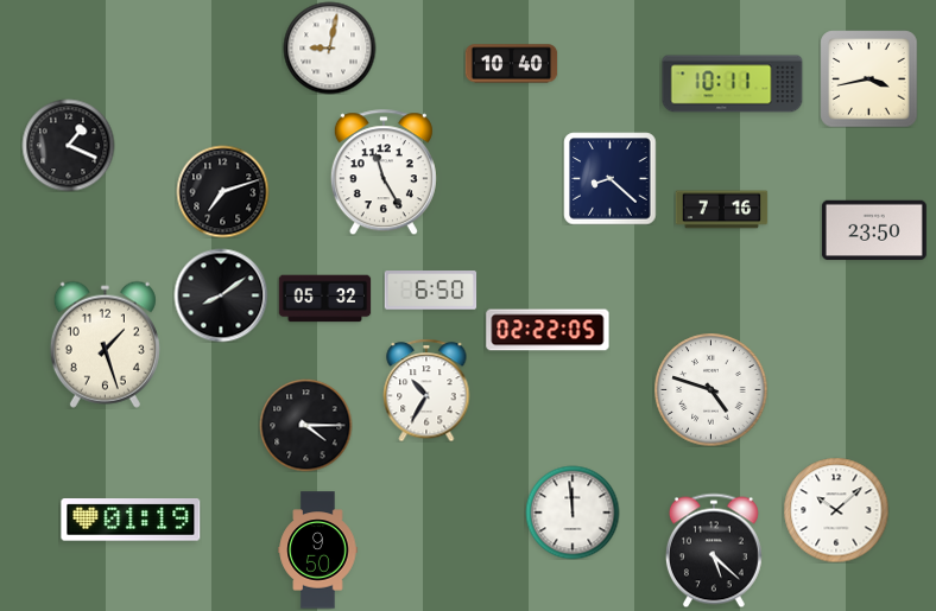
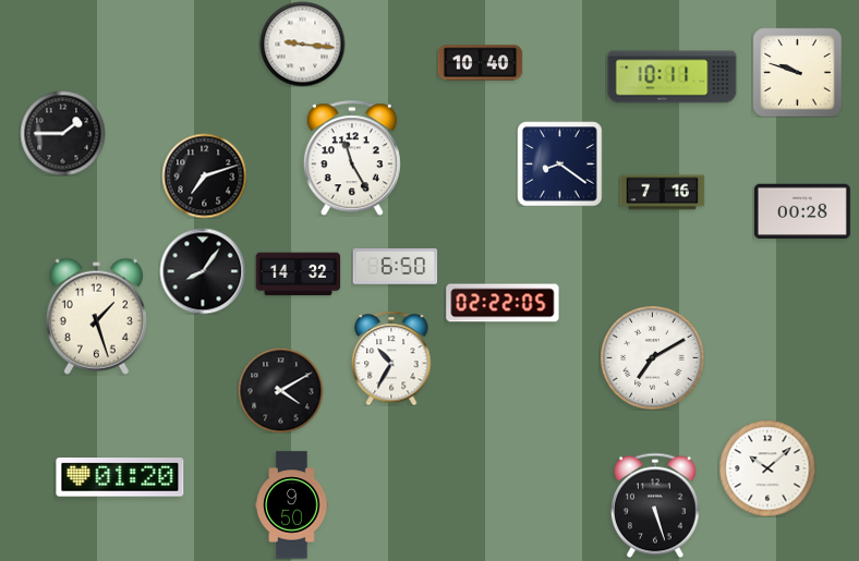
clock at (329, 47): 9:02 -> 9:16
clock at (511, 64) position: (511, 64) -> (480, 63)
clock at (868, 78): 3:43 -> 9:48
clock at (68, 145): 1:19 -> 1:45
clock at (609, 178): 8:22 -> 8:21
clock at (874, 230): 23:50 -> 00:28
clock at (221, 295): 8:09 -> 8:06
clock at (324, 299): 05:32 -> 14:32
clock at (710, 389): 4:48 -> 7:10
clock at (305, 425): 4:15 -> 4:10
clock at (573, 513): 11:59 -> none
clock at (131, 520): 01:19 -> 01:20
clock at (714, 550): 5:22 -> 5:27
